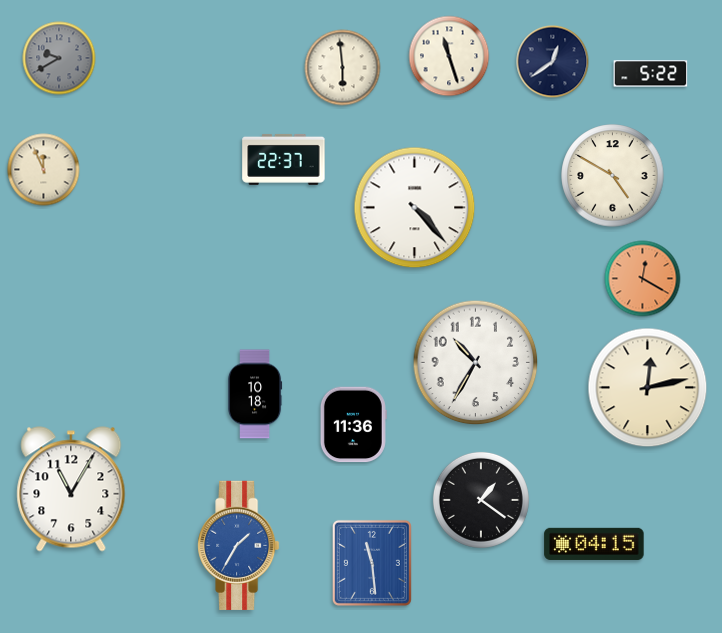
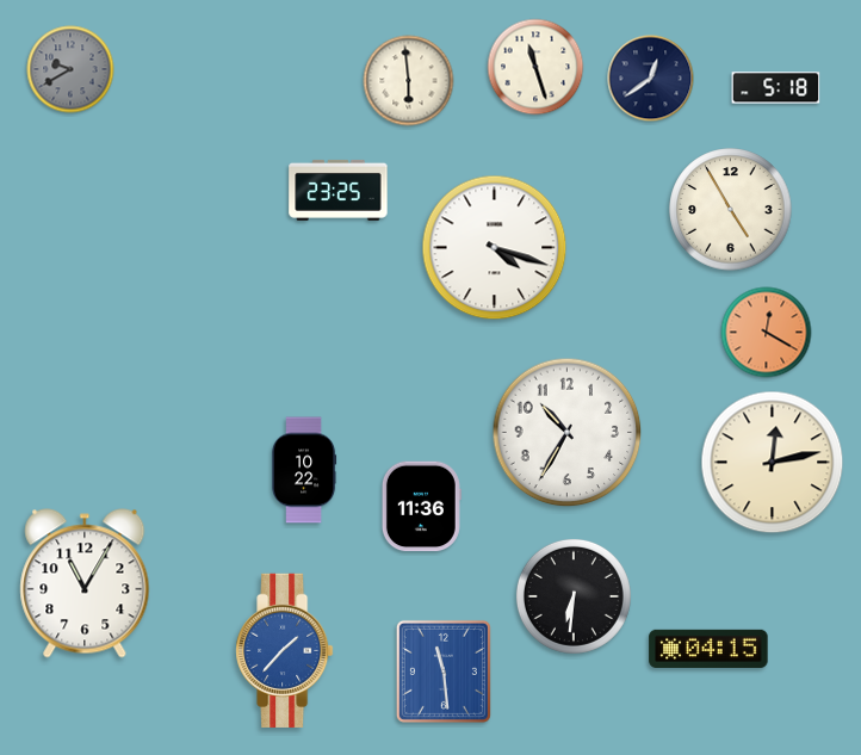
clock at (553, 62) position: (553, 62) -> (651, 79)
clock at (651, 74): 5:22 -> 5:18
clock at (284, 159): 22:37 -> 23:25
clock at (44, 170): 11:56 -> none
clock at (613, 176): 4:50 -> 4:55
clock at (415, 208): 4:23 -> 4:18
clock at (255, 394): 10:18 -> 10:22
clock at (481, 500): 1:21 -> 6:31
clock at (239, 545): 1:35 -> 1:37
